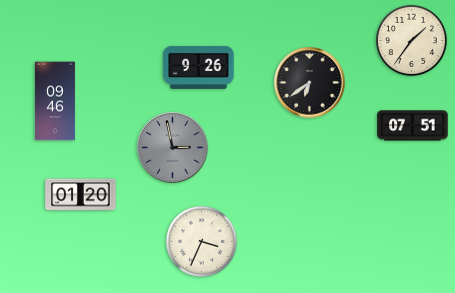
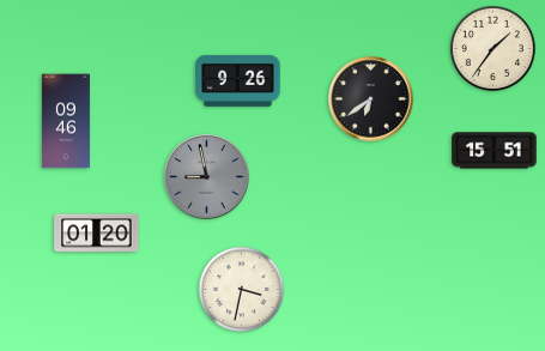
clock at (413, 126): 07:51 -> 15:51
clock at (173, 148): 2:58 -> 8:58
clock at (201, 241): 3:34 -> 3:32
